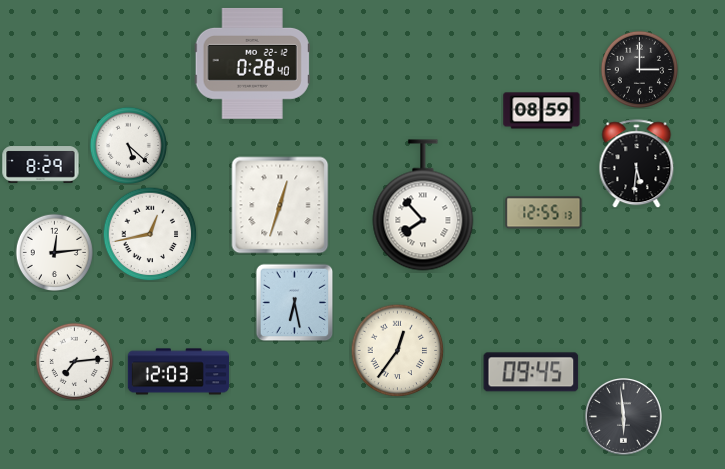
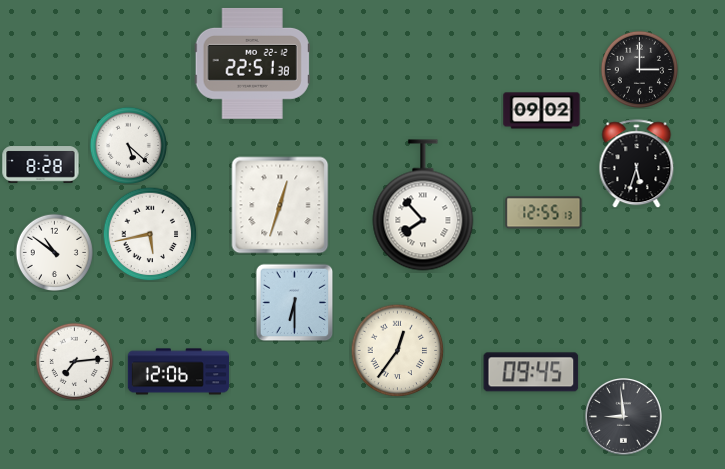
clock at (252, 63): 0:28 -> 22:51
clock at (542, 111): 08:59 -> 09:02
clock at (637, 164): 5:31 -> 5:33
clock at (41, 165): 8:29 -> 8:28
clock at (150, 234): 12:43 -> 5:43
clock at (54, 252): 12:14 -> 10:51
clock at (294, 302): 6:28 -> 6:30
clock at (179, 372): 12:03 -> 12:06
clock at (624, 417): 5:59 -> 8:59
